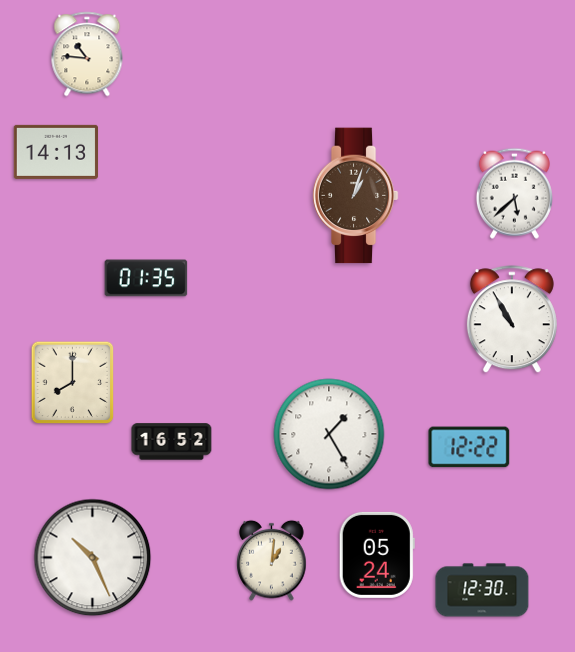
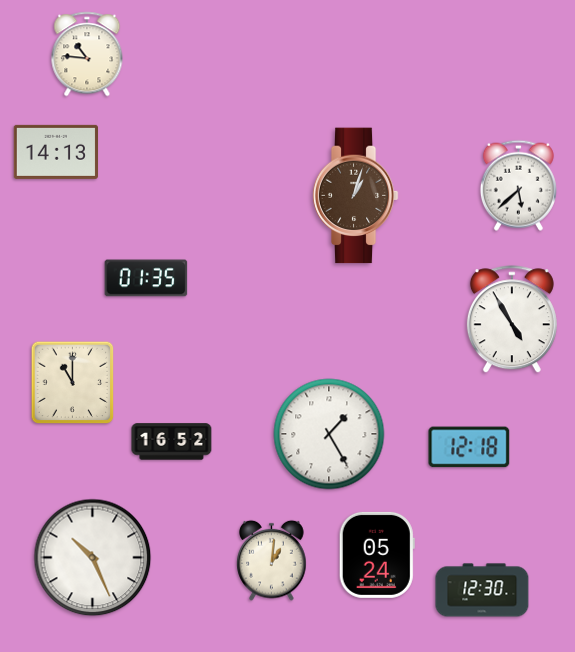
clock at (514, 193) position: (514, 193) -> (518, 185)
clock at (512, 320): 10:55 -> 4:55
clock at (73, 383): 8:00 -> 11:00
clock at (469, 447): 12:22 -> 12:18
